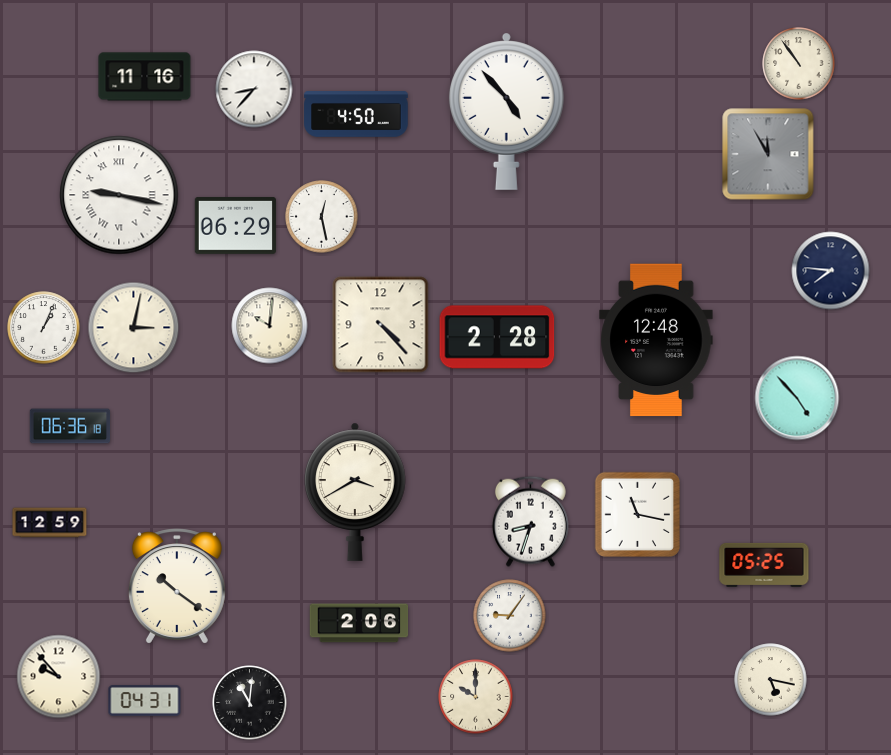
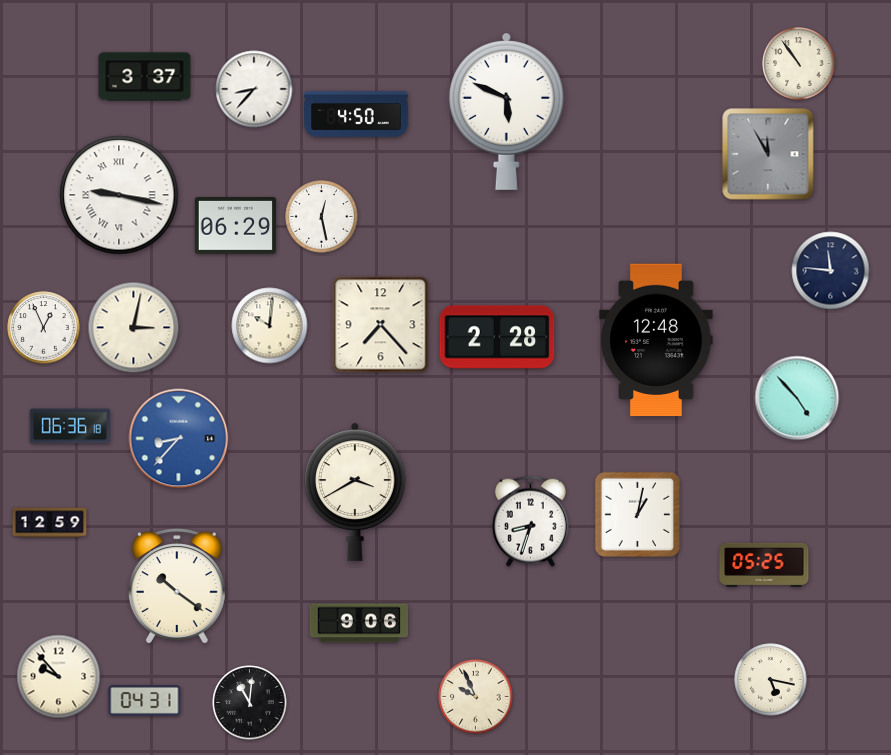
clock at (145, 77): 11:16 -> 3:37
clock at (506, 111): 4:53 -> 5:49
clock at (831, 271): 7:46 -> 11:46
clock at (381, 325): 4:23 -> 7:23
clock at (44, 328): 1:04 -> 12:56
clock at (179, 439): none -> 8:37
clock at (637, 514): 11:17 -> 1:02
clock at (510, 616): 9:06 -> none
clock at (359, 623): 2:06 -> 9:06
clock at (476, 697): 10:00 -> 9:56
